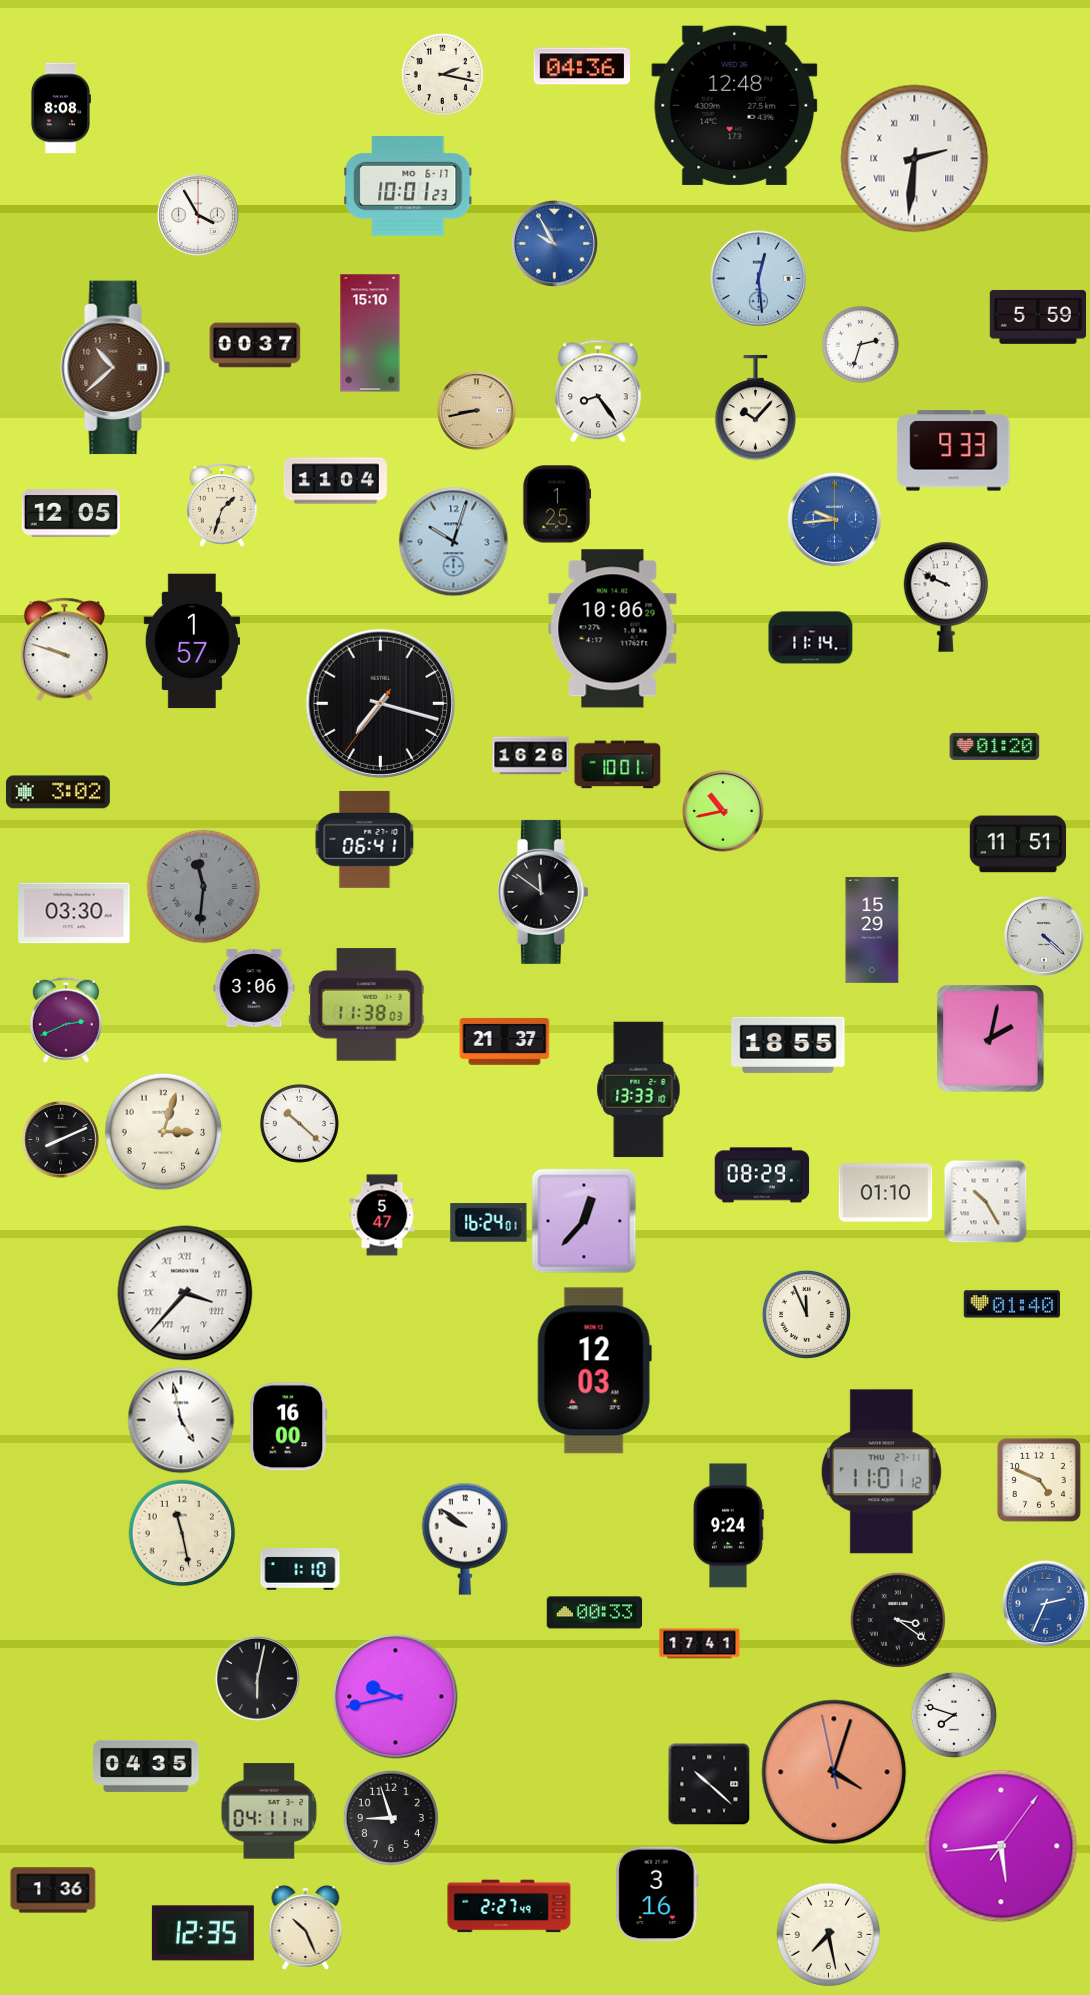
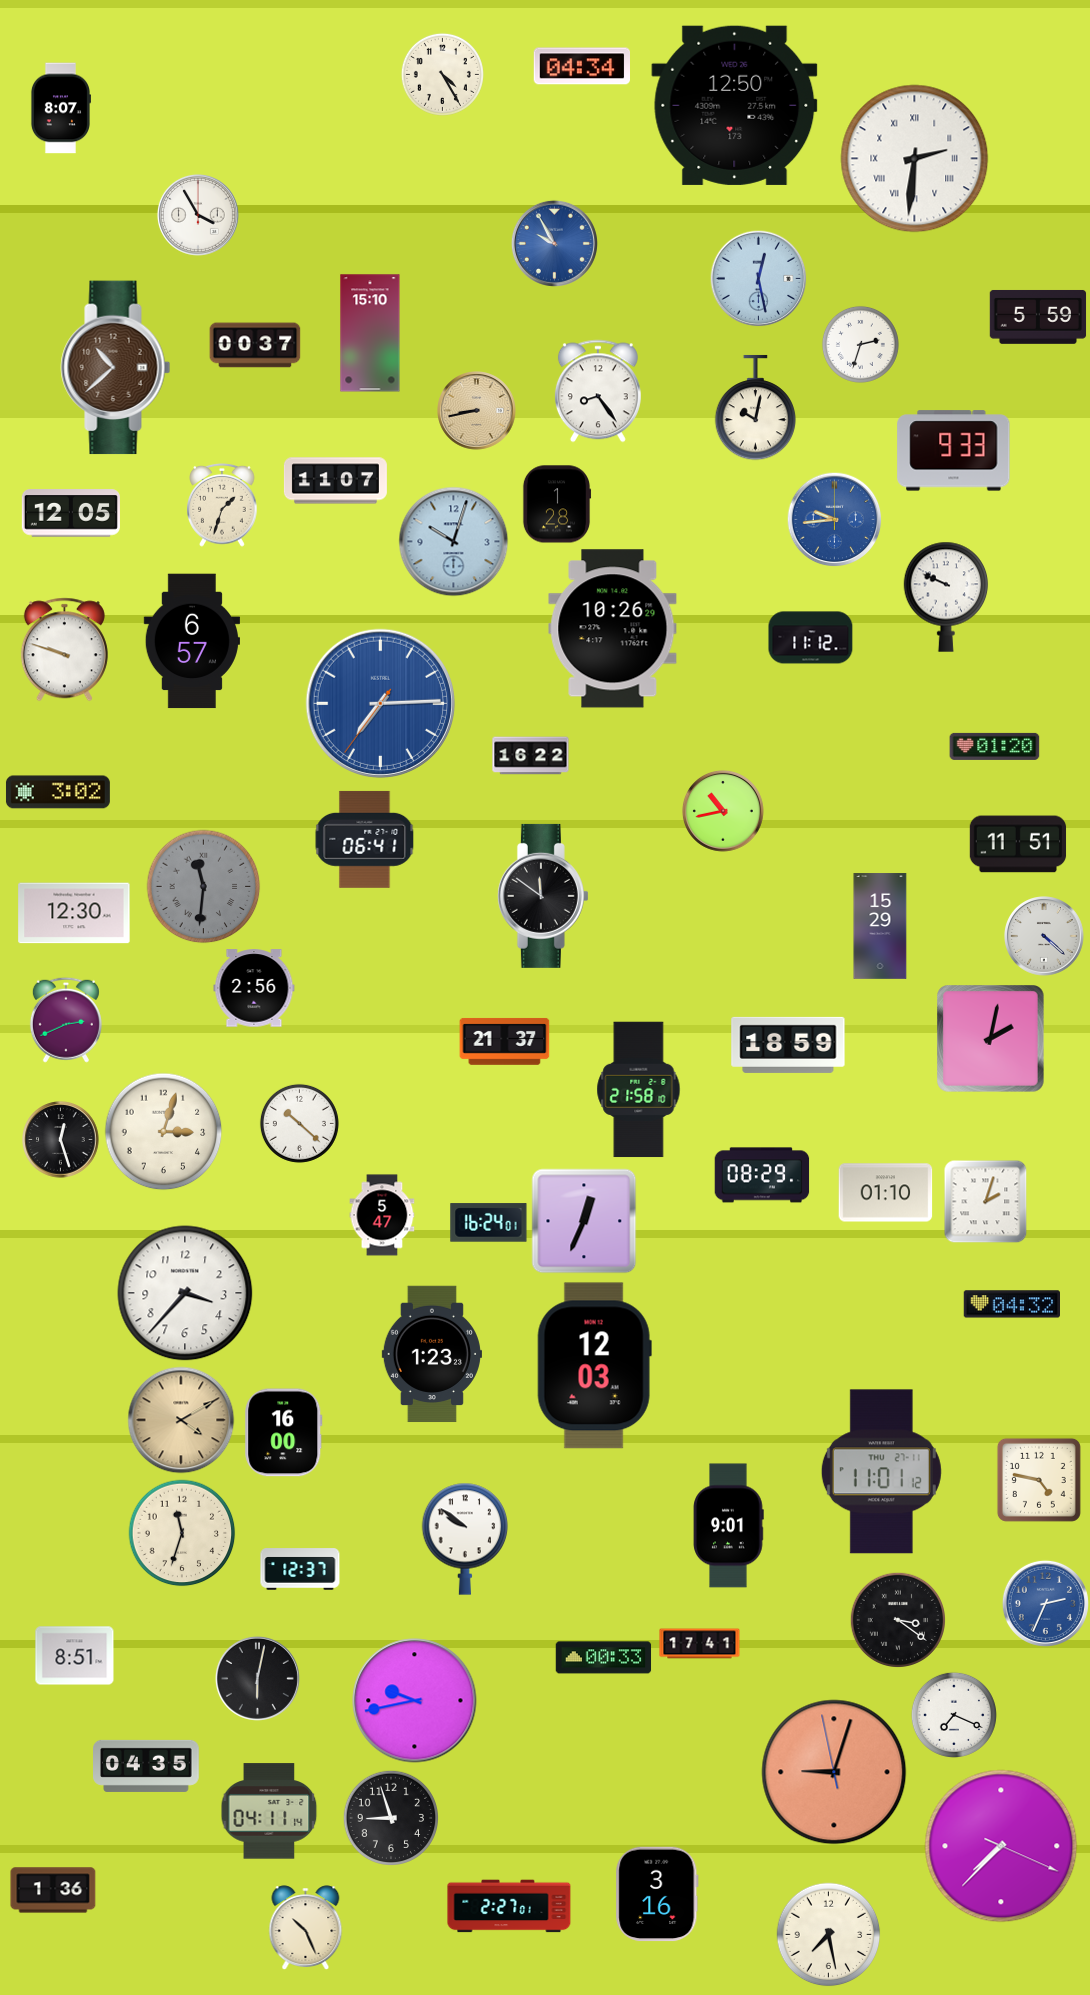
clock at (581, 66): 04:36 -> 04:34
clock at (442, 74): 2:17 -> 4:25
clock at (735, 105): 12:48 -> 12:50
clock at (60, 108): 8:08 -> 8:07
clock at (408, 186): 10:01 -> none
clock at (759, 279): 12:29 -> 12:28
clock at (756, 408): 10:07 -> 10:02
clock at (335, 481): 11:04 -> 11:07
clock at (557, 504): 1:25 -> 1:28
clock at (613, 629): 10:06 -> 10:26
clock at (811, 638): 11:14 -> 11:12
clock at (191, 641): 1:57 -> 6:57
clock at (380, 703): 7:17 -> 7:14
clock at (380, 703) dial: black -> blue
clock at (531, 756): 16:26 -> 16:22
clock at (618, 765): 10:01 -> none
clock at (543, 892) position: (543, 892) -> (543, 896)
clock at (74, 913): 03:30 -> 12:30
clock at (872, 930) position: (872, 930) -> (880, 926)
clock at (254, 988): 3:06 -> 2:56
clock at (366, 1005): 11:38 -> none
clock at (788, 1045): 18:55 -> 18:59
clock at (639, 1090): 13:33 -> 21:58
clock at (61, 1140): 8:11 -> 12:27
clock at (985, 1201): 10:25 -> 2:03
clock at (584, 1221): 12:37 -> 12:34
clock at (185, 1293) numerals: Roman -> Arabic
clock at (1011, 1304): 01:40 -> 04:32
clock at (806, 1314): 11:56 -> none
clock at (432, 1354): none -> 1:23
clock at (594, 1371) position: (594, 1371) -> (594, 1366)
clock at (181, 1420): 4:58 -> 4:10
clock at (181, 1420) dial: white -> champagne
clock at (289, 1427) position: (289, 1427) -> (284, 1433)
clock at (1039, 1480): 4:49 -> 4:47
clock at (728, 1526): 9:24 -> 9:01
clock at (182, 1533): 11:28 -> 11:33
clock at (300, 1569): 1:10 -> 12:37
clock at (595, 1613) position: (595, 1613) -> (604, 1658)
clock at (75, 1656): none -> 8:51
clock at (396, 1697) position: (396, 1697) -> (415, 1701)
clock at (954, 1715): 7:48 -> 7:19
clock at (834, 1772): 4:02 -> 9:02
clock at (709, 1784): 10:22 -> none
clock at (1001, 1846): 5:44 -> 7:37
clock at (509, 1906): 2:27:49 -> 2:27:01
clock at (203, 1933): 12:35 -> none
